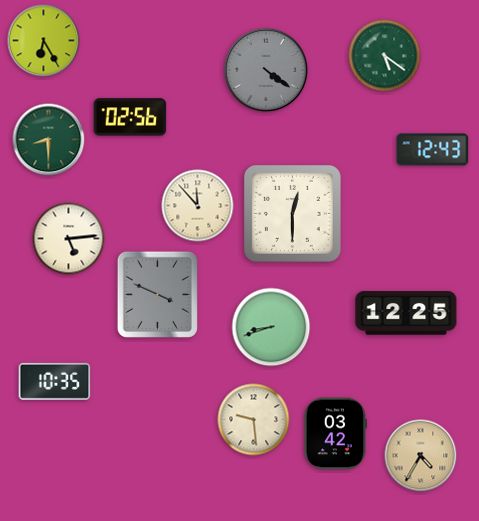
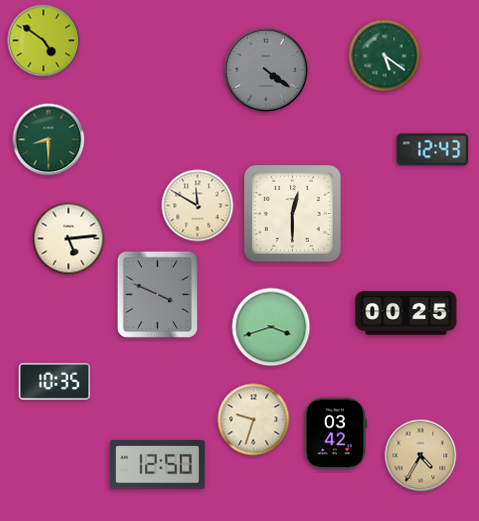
clock at (44, 41): 6:25 -> 4:51
clock at (130, 117): 02:56 -> none
clock at (198, 206): 11:53 -> 11:50
clock at (406, 313): 12:25 -> 00:25
clock at (271, 327): 8:42 -> 3:42
clock at (254, 420): 9:29 -> 9:33
clock at (157, 465): none -> 12:50
